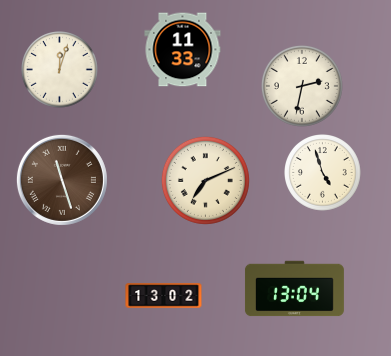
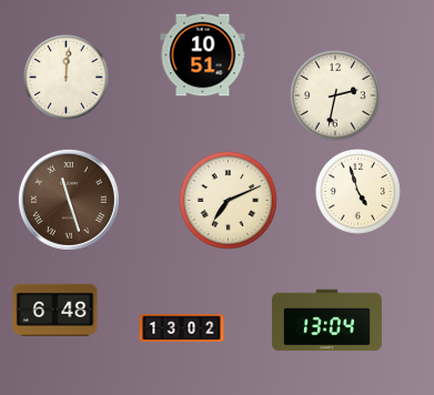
clock at (183, 50): 11:33 -> 10:51
clock at (60, 70): 12:03 -> 12:01
clock at (55, 310): none -> 6:48
